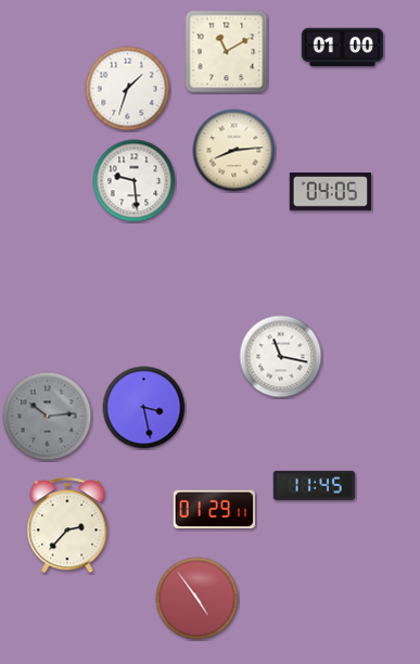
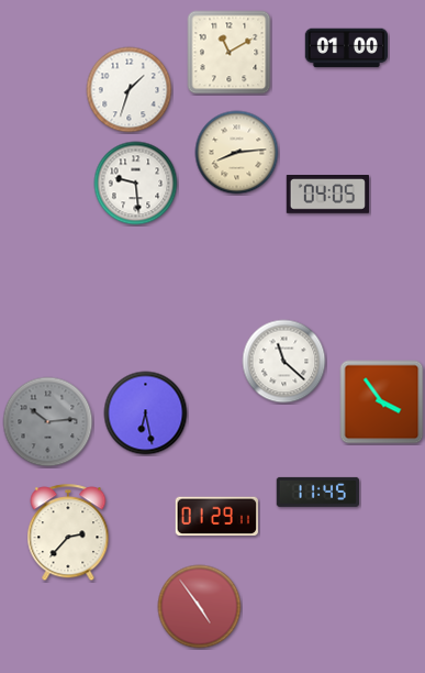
clock at (330, 192) position: (330, 192) -> (327, 195)
clock at (281, 357): 11:17 -> 11:22
clock at (382, 402): none -> 3:54
clock at (144, 408): 3:28 -> 6:28
